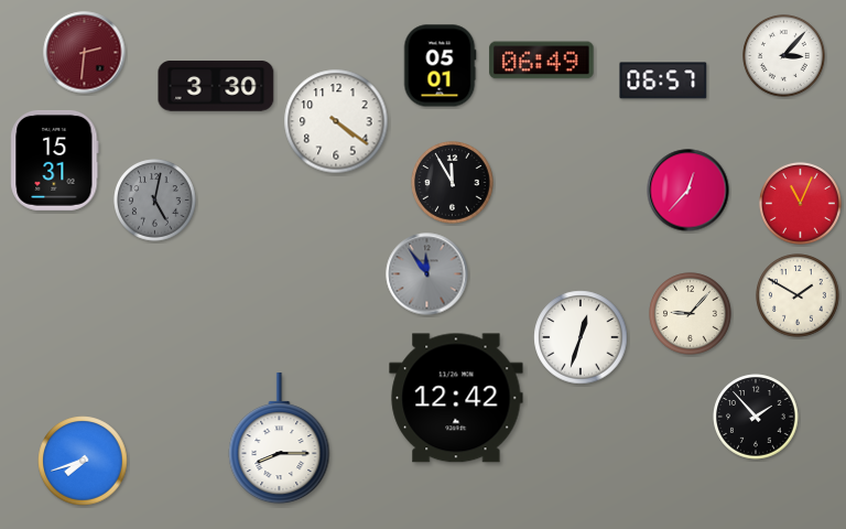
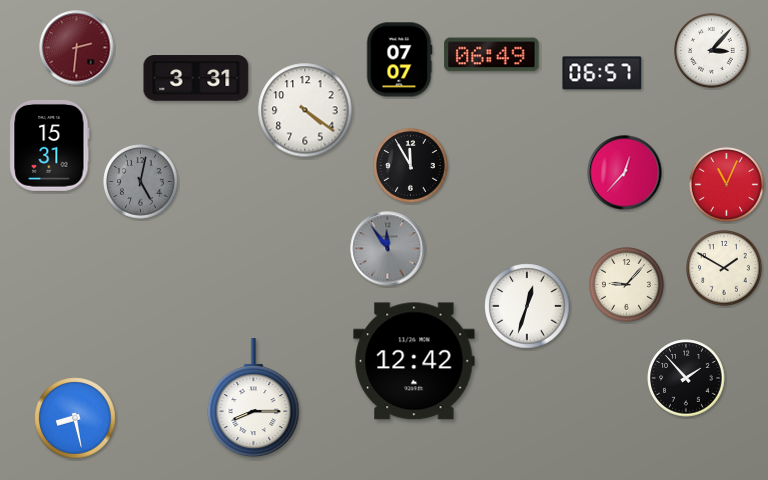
clock at (440, 66): 05:01 -> 07:07
clock at (216, 86): 3:30 -> 3:31
clock at (83, 461): 7:42 -> 8:28
